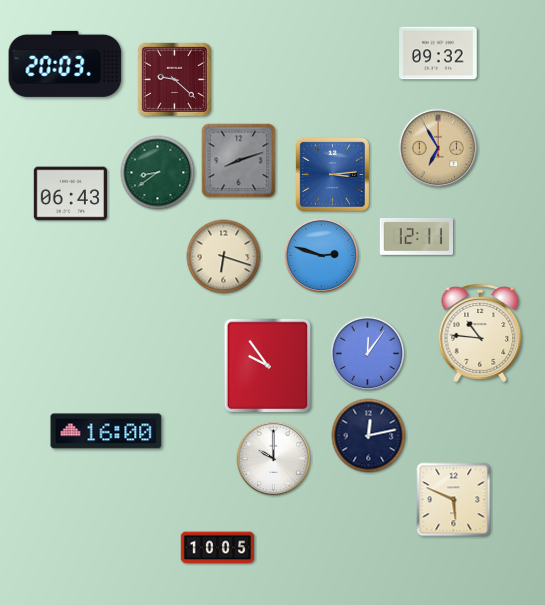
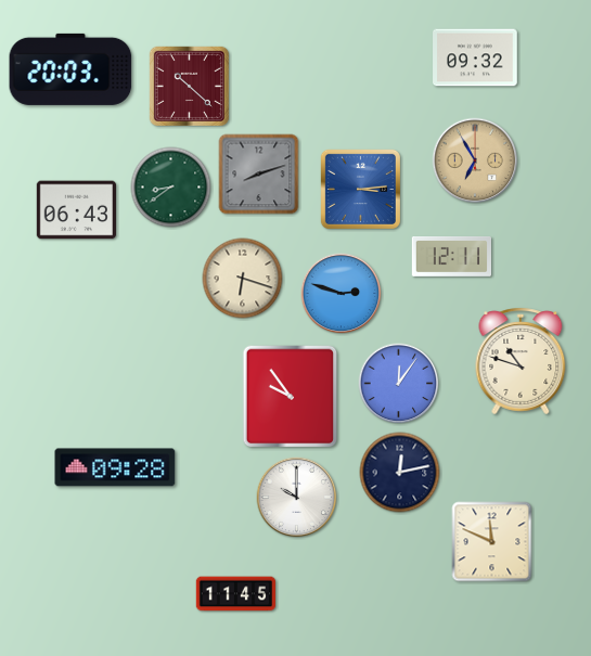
clock at (174, 79): 9:22 -> 10:22
clock at (322, 256) position: (322, 256) -> (342, 294)
clock at (480, 333): 10:46 -> 10:48
clock at (106, 431): 16:00 -> 09:28
clock at (454, 500): 5:49 -> 11:49
clock at (218, 548): 10:05 -> 11:45
